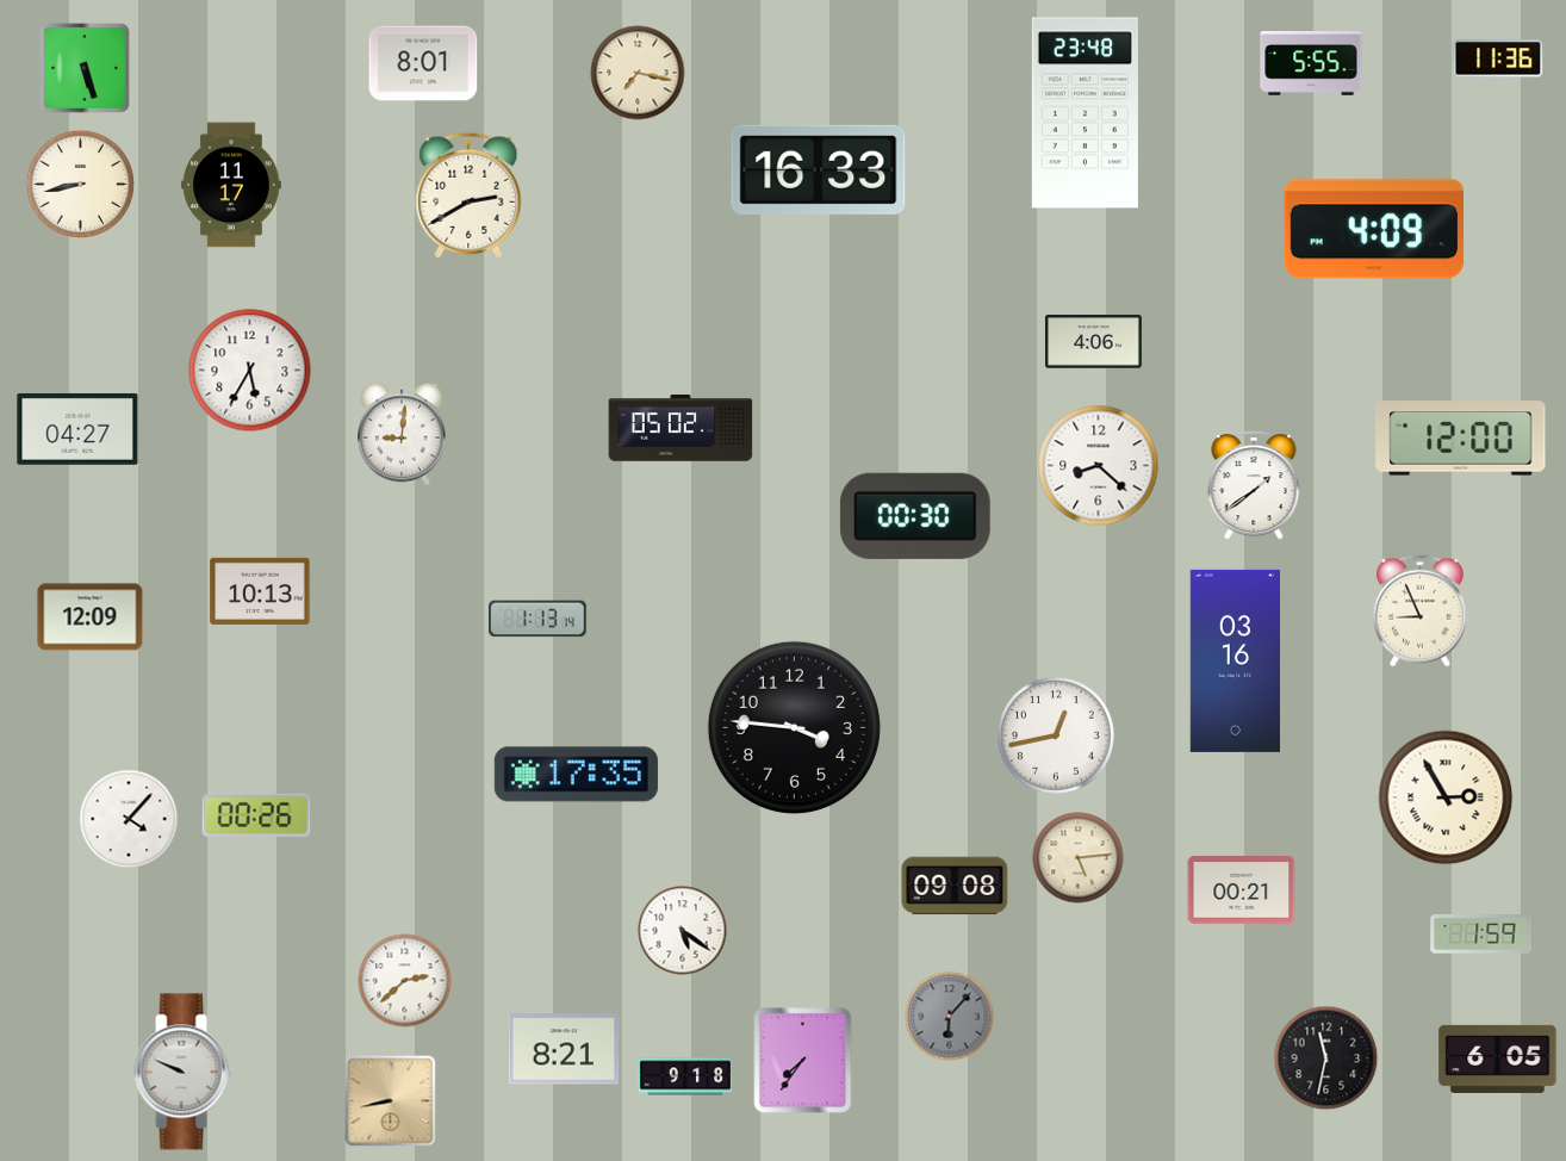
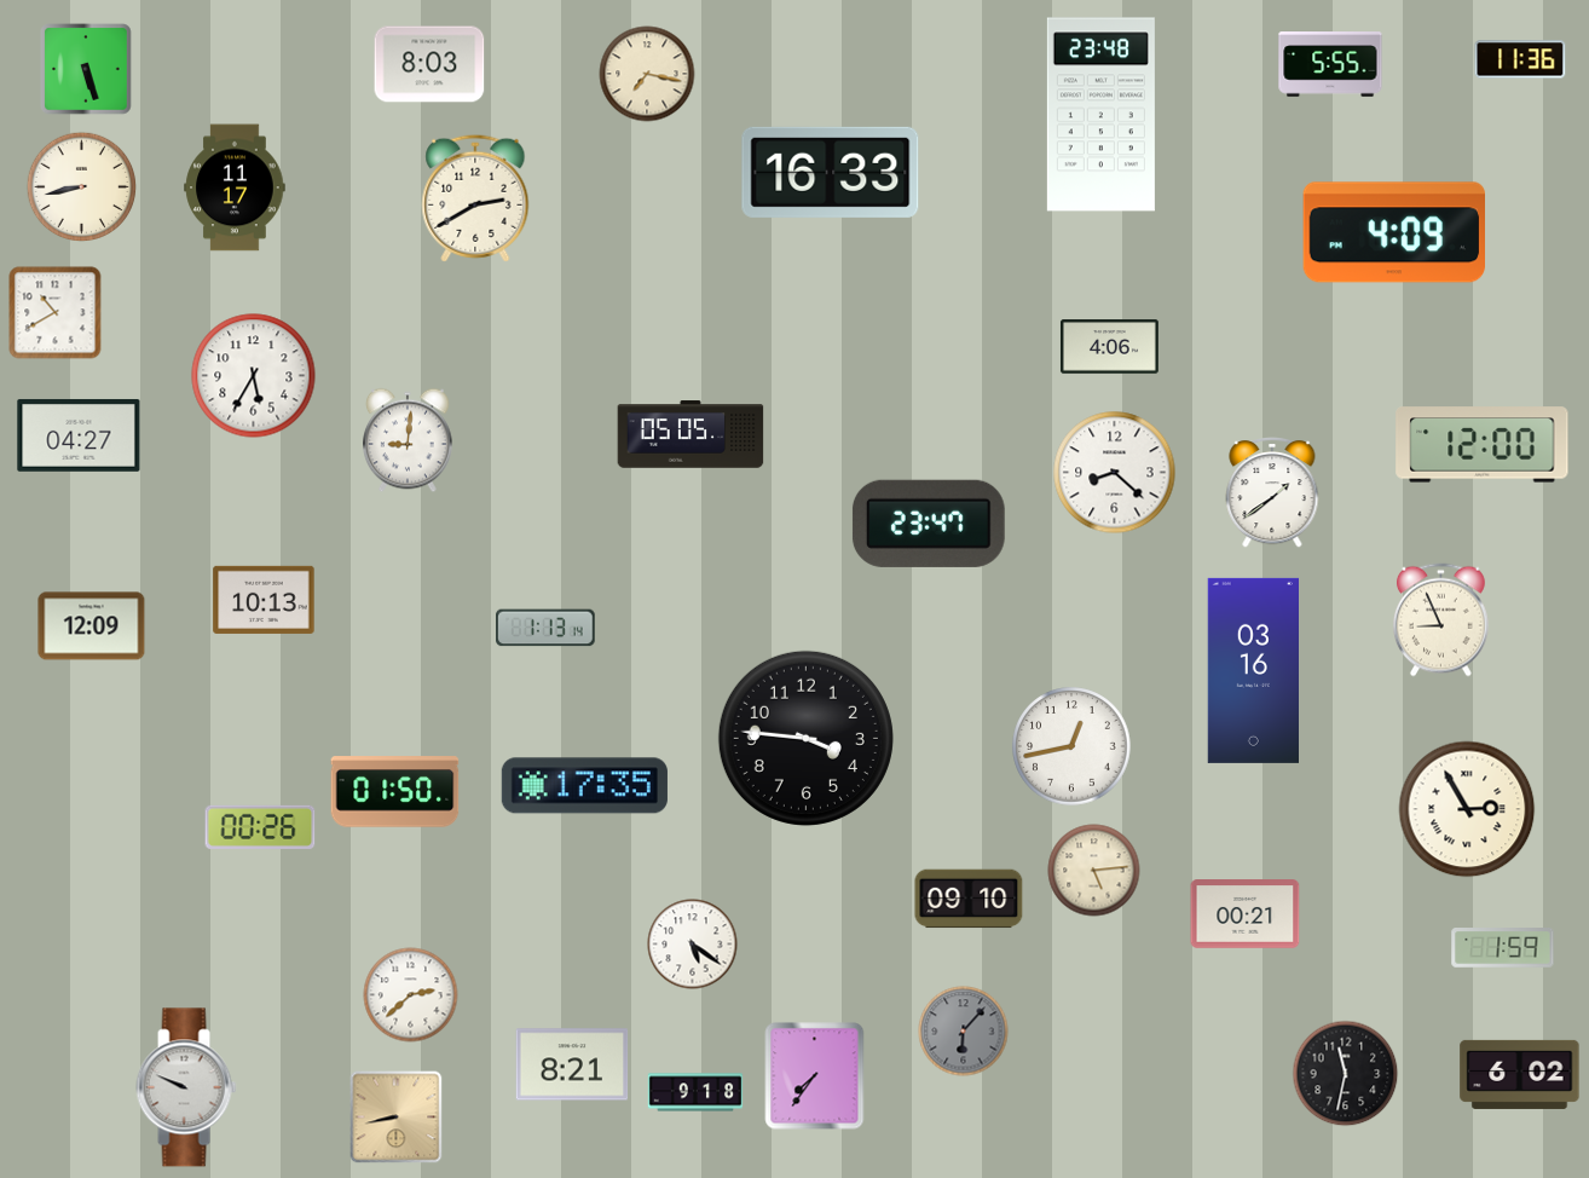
clock at (423, 63): 8:01 -> 8:03
clock at (56, 313): none -> 10:40
clock at (681, 428): 05:02 -> 05:05
clock at (915, 516): 00:30 -> 23:47
clock at (395, 792): none -> 01:50
clock at (129, 819): 4:07 -> none
clock at (955, 886): 09:08 -> 09:10
clock at (1242, 890) position: (1242, 890) -> (1246, 914)
clock at (1498, 1058): 6:05 -> 6:02
